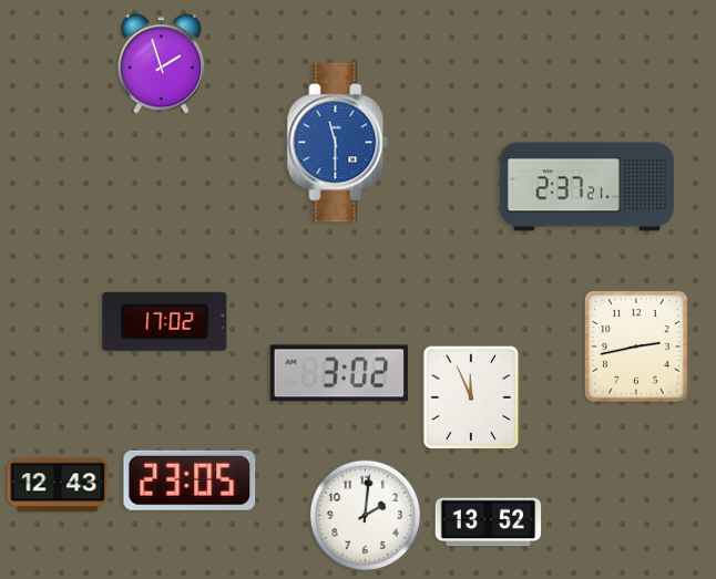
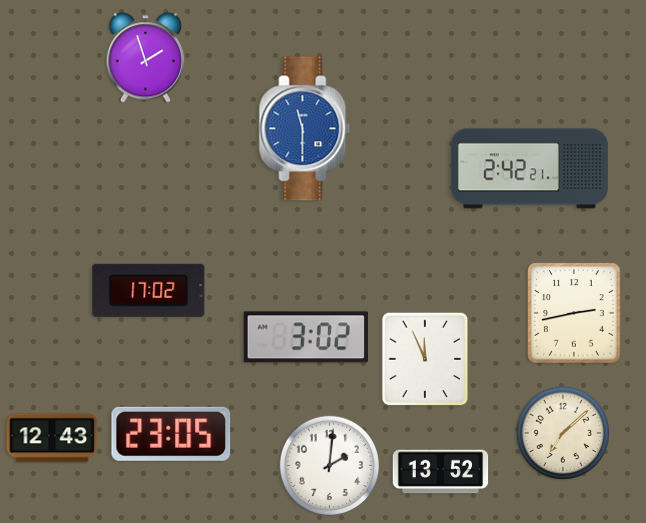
clock at (586, 187): 2:37 -> 2:42
clock at (563, 433): none -> 7:08
